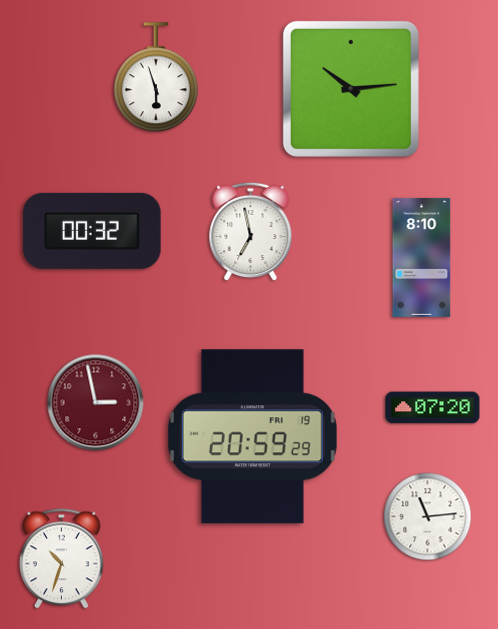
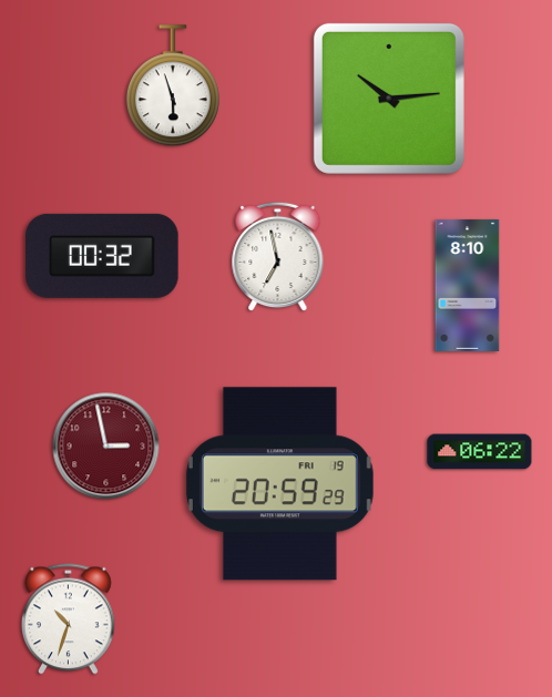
clock at (433, 408): 07:20 -> 06:22
clock at (428, 517): 11:14 -> none
